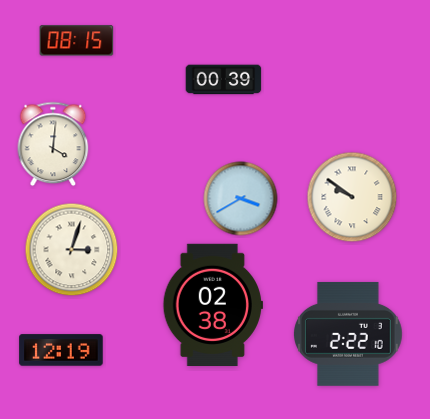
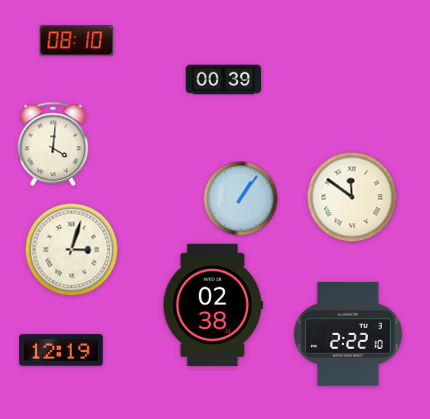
clock at (77, 41): 08:15 -> 08:10
clock at (352, 197): 9:51 -> 11:51
clock at (241, 199): 3:40 -> 1:06
